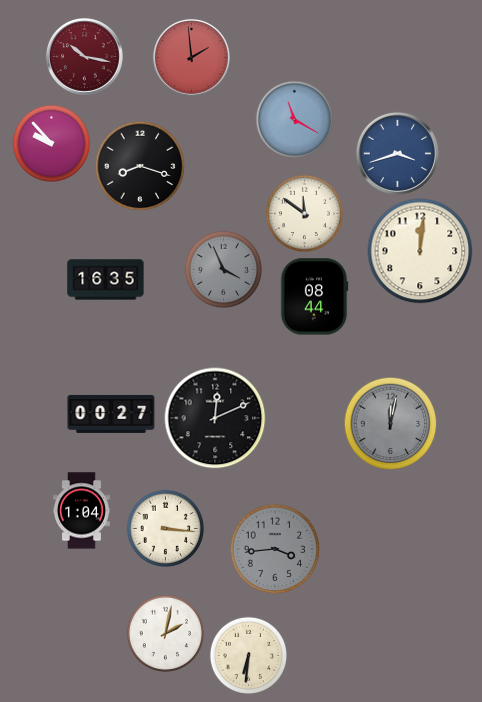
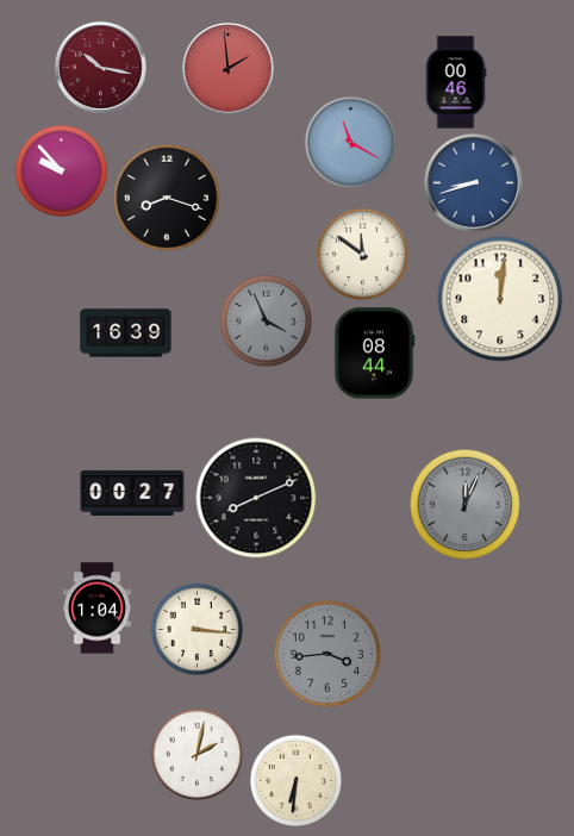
clock at (456, 82): none -> 00:46
clock at (397, 153): 3:42 -> 8:42
clock at (106, 280): 16:35 -> 16:39
clock at (215, 418): 12:11 -> 8:11
clock at (390, 423): 12:02 -> 12:04
